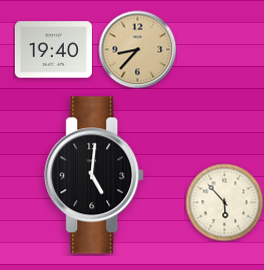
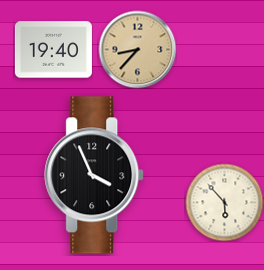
clock at (95, 175): 5:01 -> 3:56
